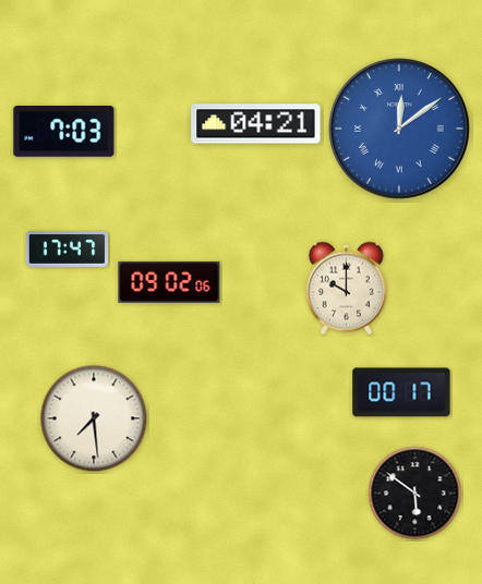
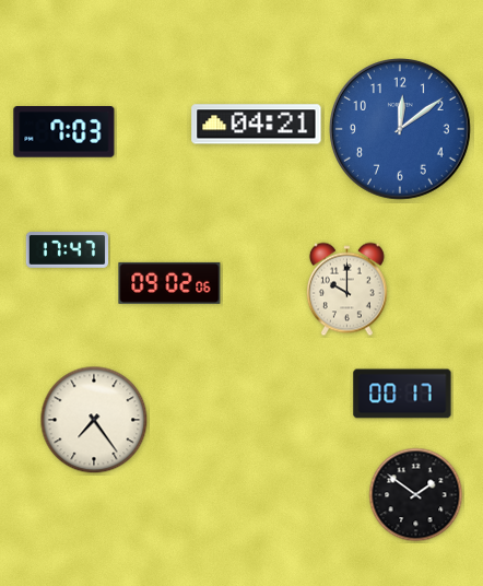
clock at (400, 130) numerals: Roman -> Arabic
clock at (94, 418): 7:29 -> 7:24
clock at (415, 494): 5:51 -> 1:51
